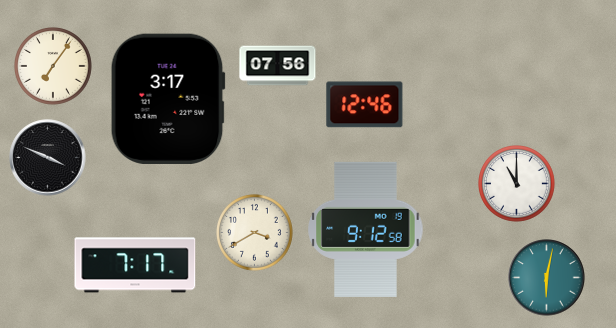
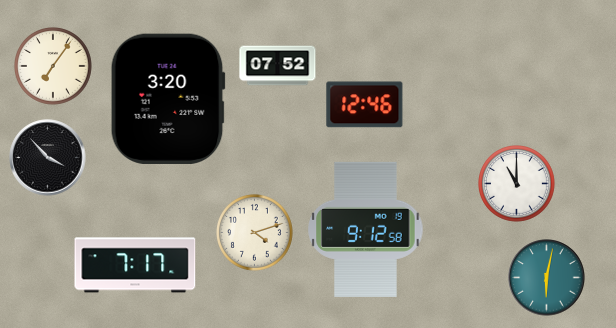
clock at (278, 66): 07:56 -> 07:52
clock at (168, 99): 3:17 -> 3:20
clock at (48, 158): 3:49 -> 3:53
clock at (255, 233): 3:40 -> 4:12
